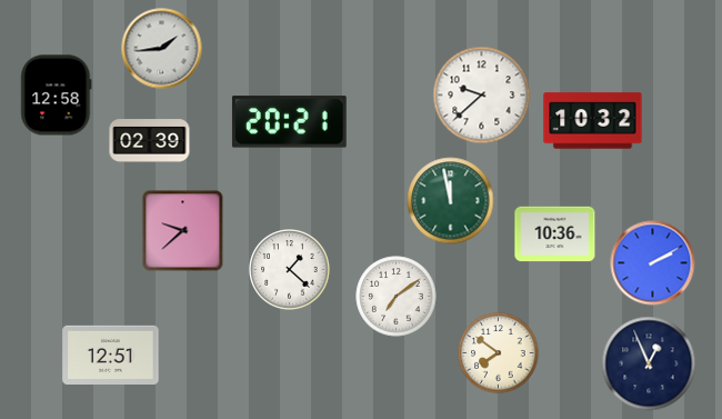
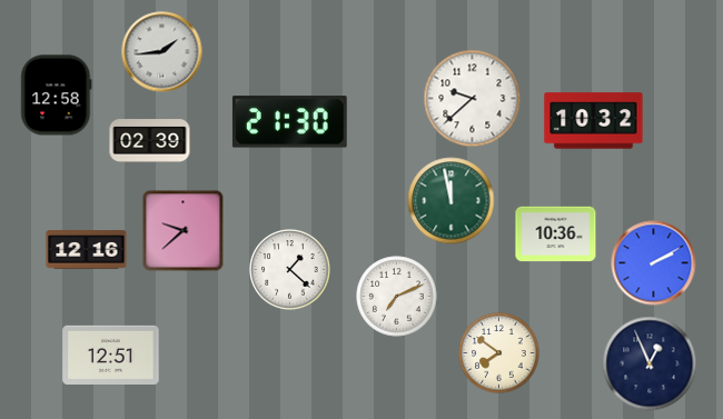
clock at (162, 49) position: (162, 49) -> (162, 52)
clock at (482, 96) position: (482, 96) -> (473, 99)
clock at (289, 122): 20:21 -> 21:30
clock at (87, 250): none -> 12:16
clock at (397, 297): 7:09 -> 7:11
